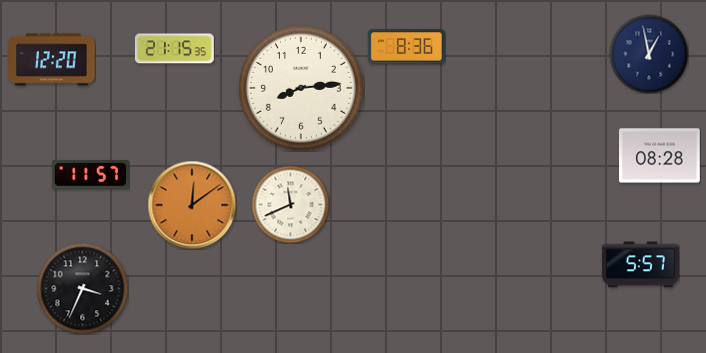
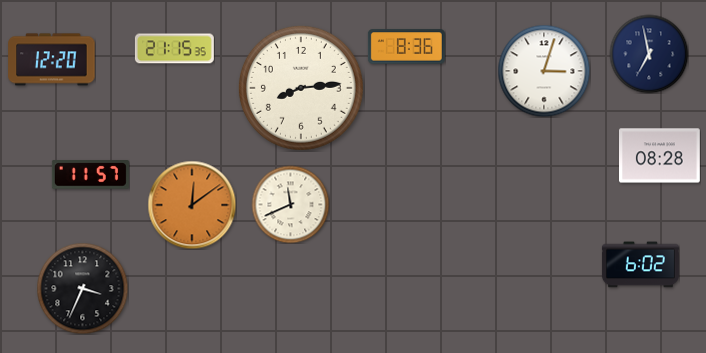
clock at (649, 54): 12:58 -> 6:58
clock at (544, 71): none -> 3:03
clock at (640, 265): 5:57 -> 6:02
